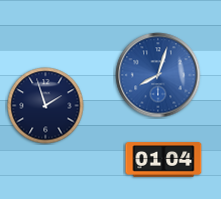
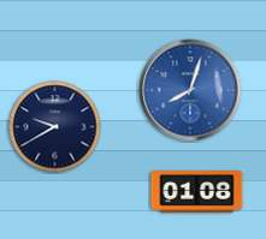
clock at (46, 106): 1:57 -> 9:40
clock at (164, 160): 01:04 -> 01:08
